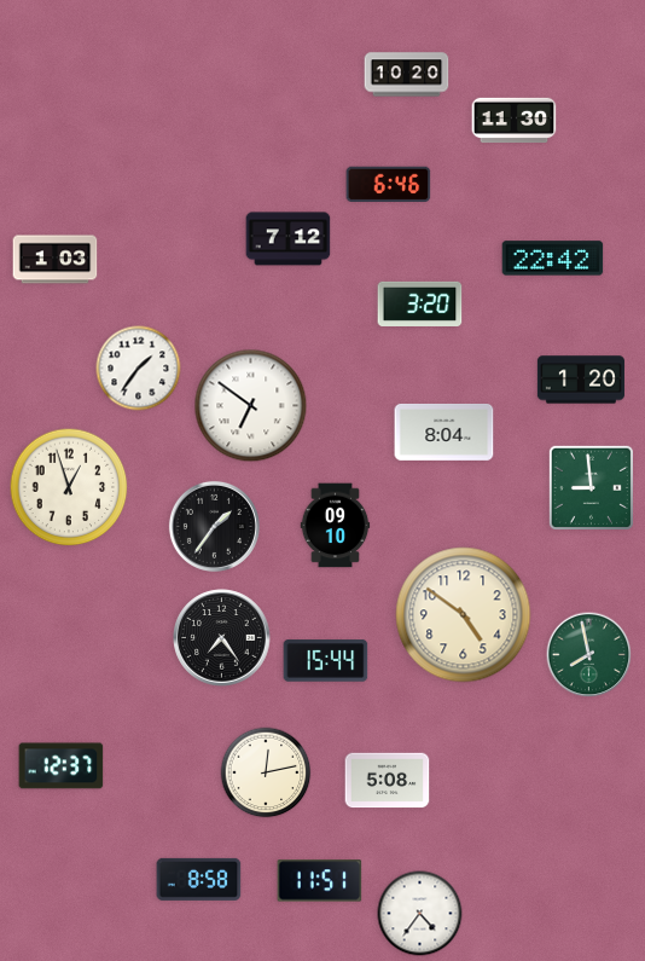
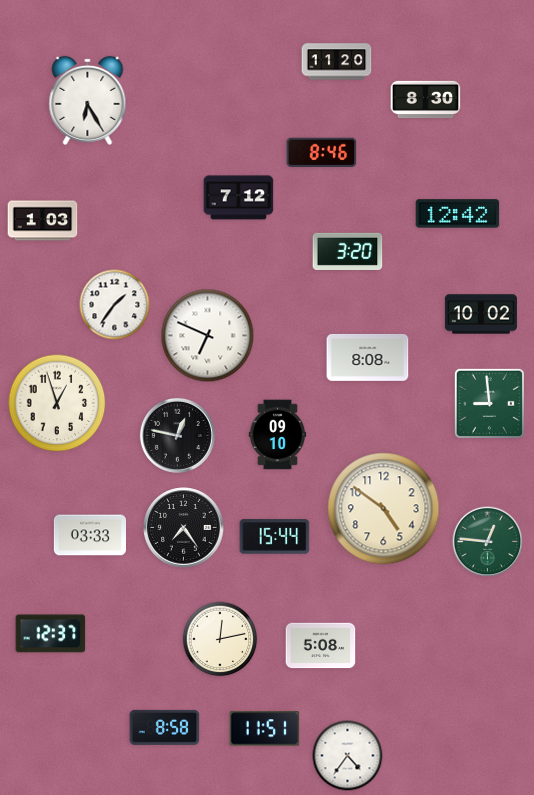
clock at (407, 75): 10:20 -> 11:20
clock at (88, 100): none -> 6:25
clock at (515, 121): 11:30 -> 8:30
clock at (389, 184): 6:46 -> 8:46
clock at (553, 259): 22:42 -> 12:42
clock at (56, 260) position: (56, 260) -> (43, 221)
clock at (581, 380): 1:20 -> 10:02
clock at (251, 406): 6:51 -> 6:49
clock at (444, 433): 8:04 -> 8:08
clock at (214, 526): 1:36 -> 12:47
clock at (90, 535): none -> 03:33
clock at (589, 655): 7:58 -> 12:46
clock at (326, 661) position: (326, 661) -> (275, 537)
